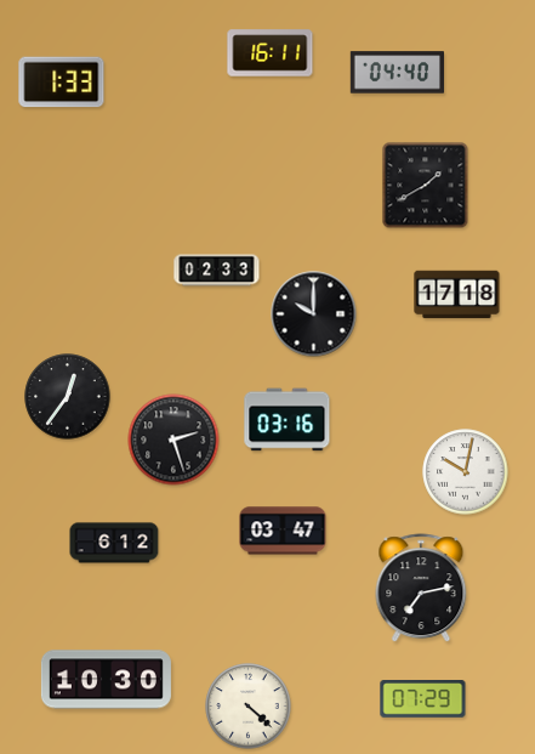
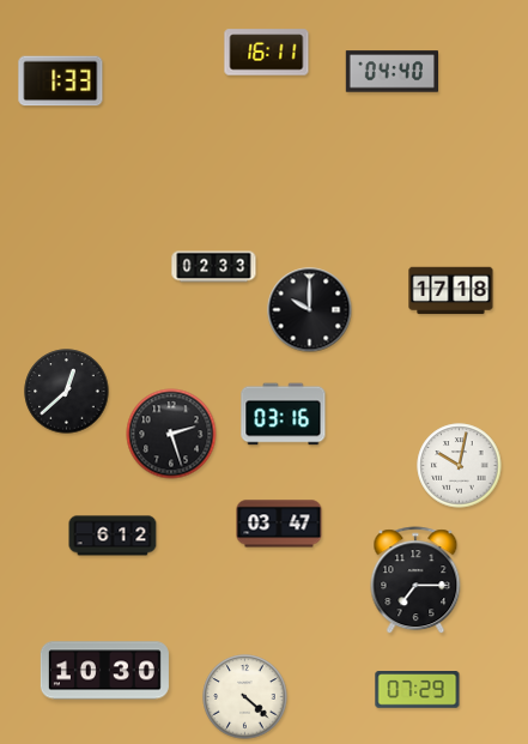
clock at (426, 186): 1:40 -> none
clock at (68, 397): 12:36 -> 12:38
clock at (421, 589): 7:13 -> 7:15
